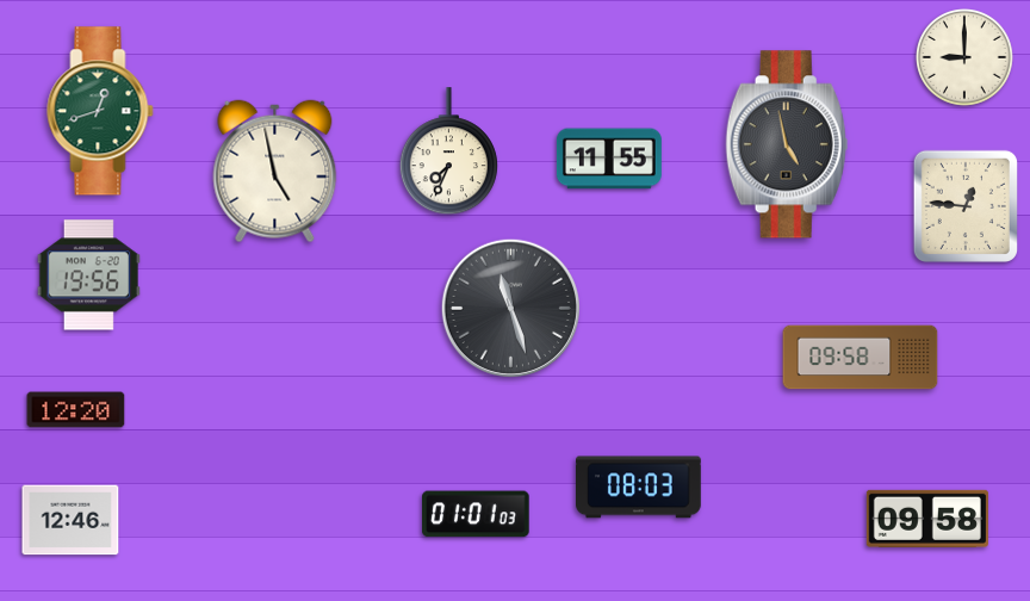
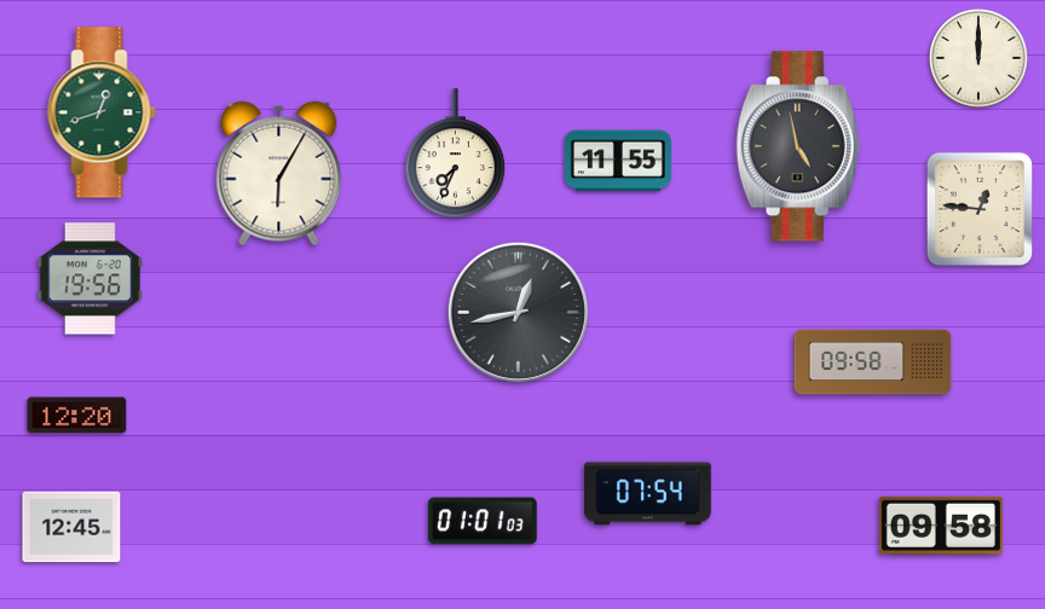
clock at (966, 58): 9:00 -> 12:00
clock at (275, 172): 4:58 -> 6:05
clock at (510, 308): 11:27 -> 12:43
clock at (639, 488): 08:03 -> 07:54
clock at (70, 520): 12:46 -> 12:45
